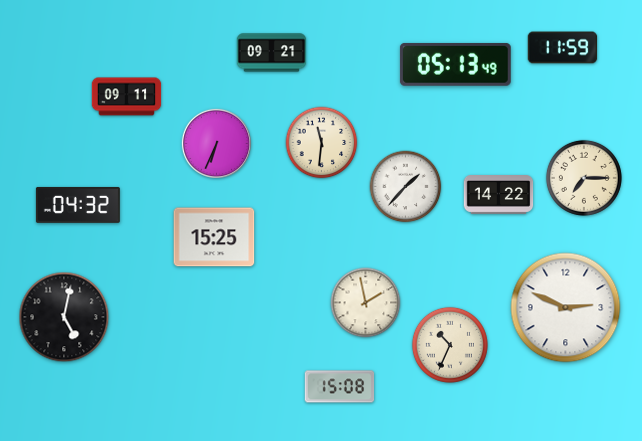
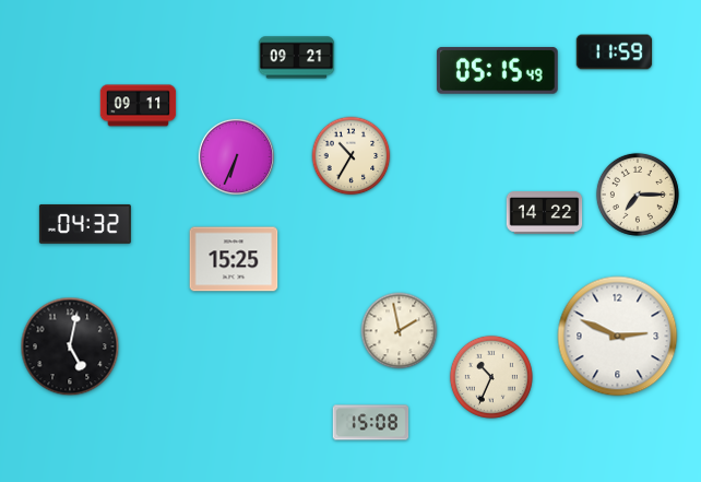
clock at (455, 64): 05:13 -> 05:15
clock at (322, 143): 11:31 -> 10:35
clock at (406, 187): 1:37 -> none
